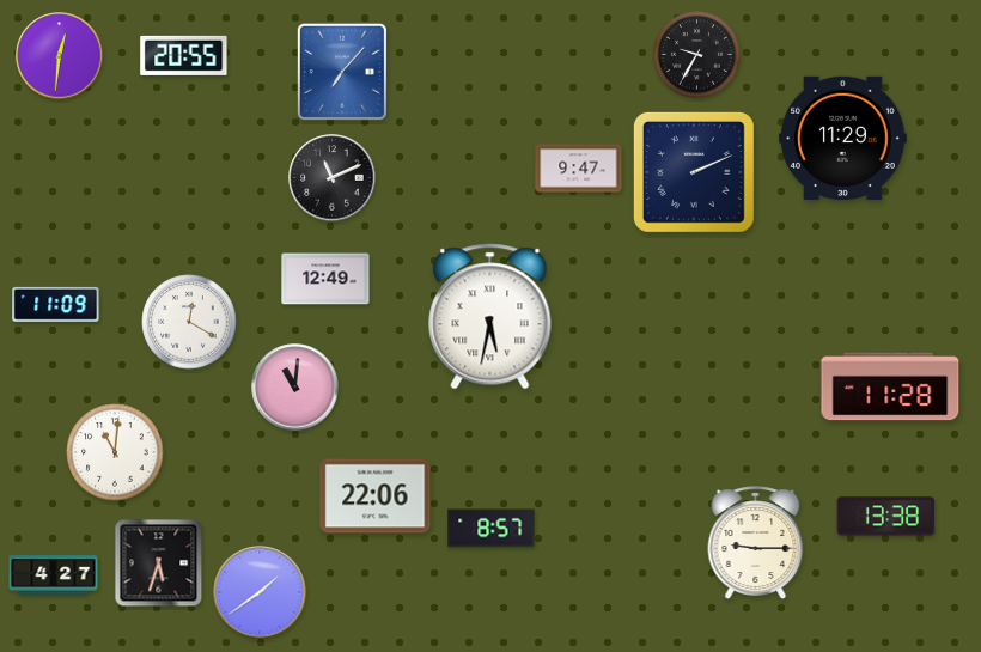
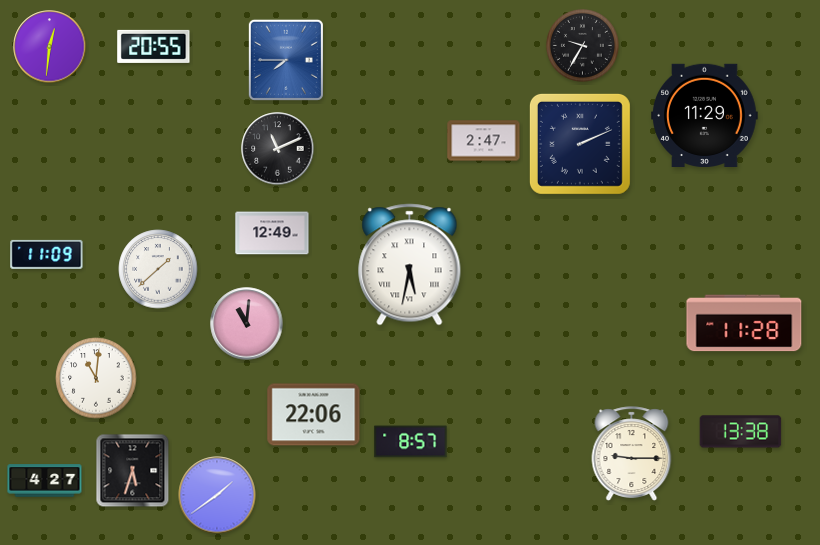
clock at (342, 72): 7:07 -> 7:45
clock at (579, 169): 9:47 -> 2:47
clock at (189, 322): 12:20 -> 1:38
